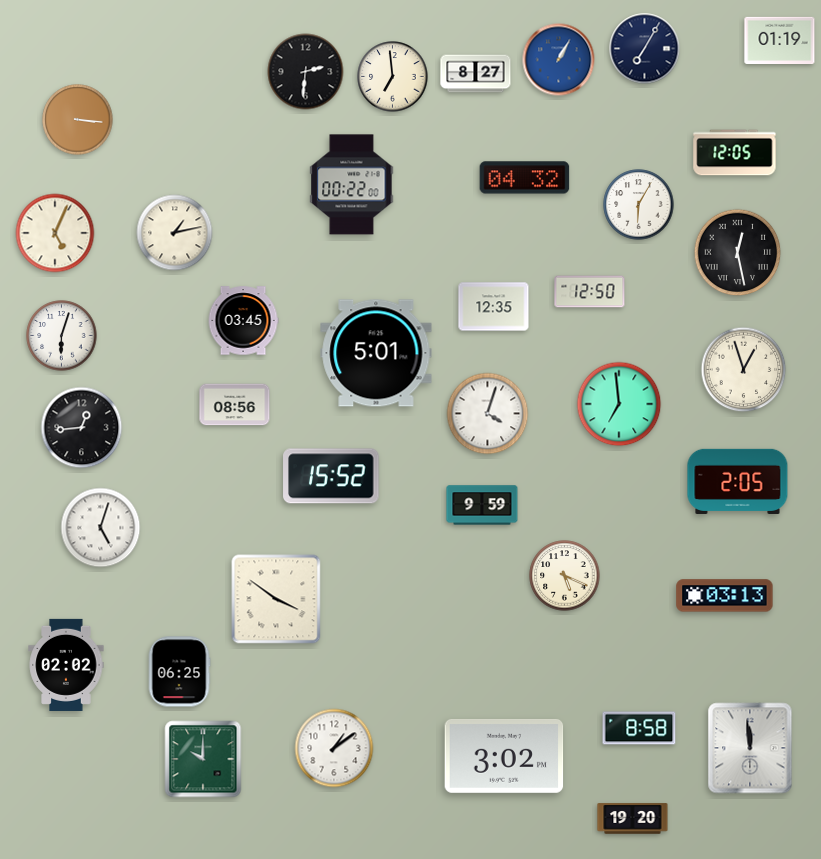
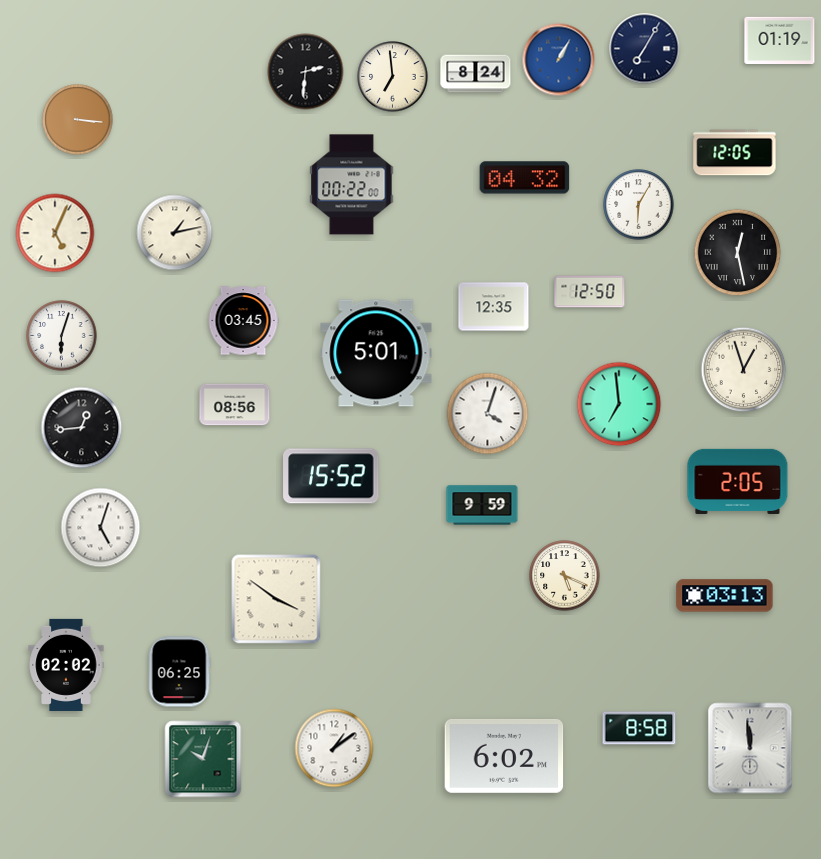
clock at (476, 74): 8:27 -> 8:24
clock at (504, 756): 3:02 -> 6:02
clock at (203, 759): 10:00 -> 10:03
clock at (633, 819): 19:20 -> none
